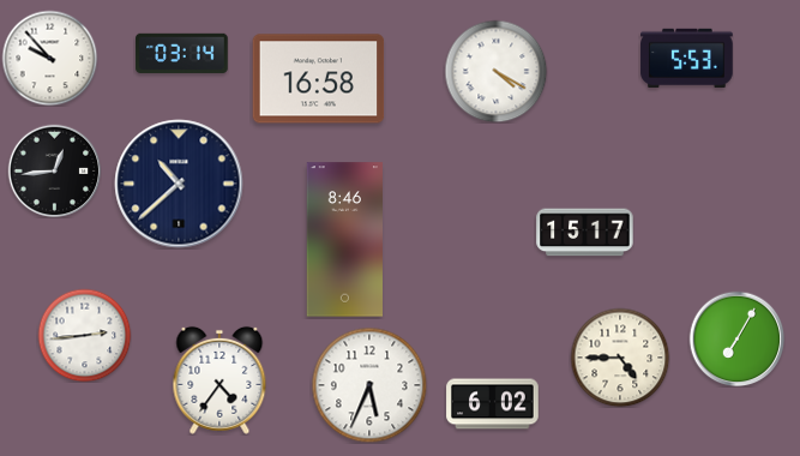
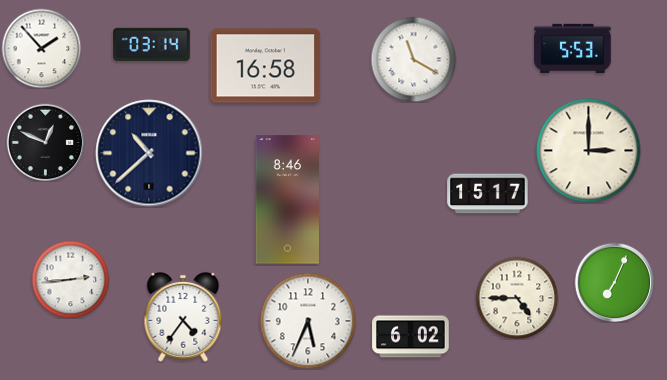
clock at (49, 58): 9:53 -> 1:53
clock at (495, 71): 4:20 -> 11:20
clock at (54, 170): 12:44 -> 12:49
clock at (589, 151): none -> 3:00
clock at (736, 338): 7:05 -> 7:04
